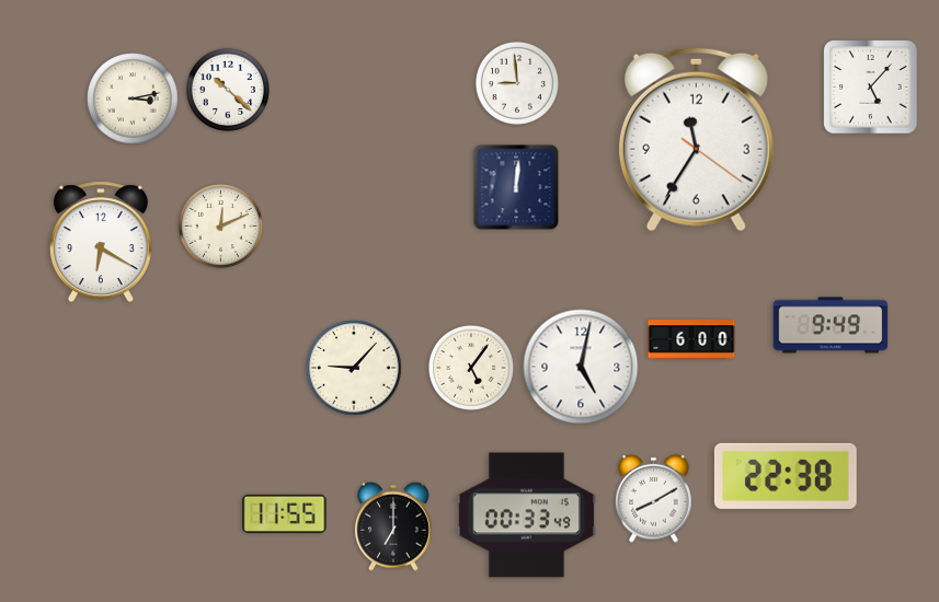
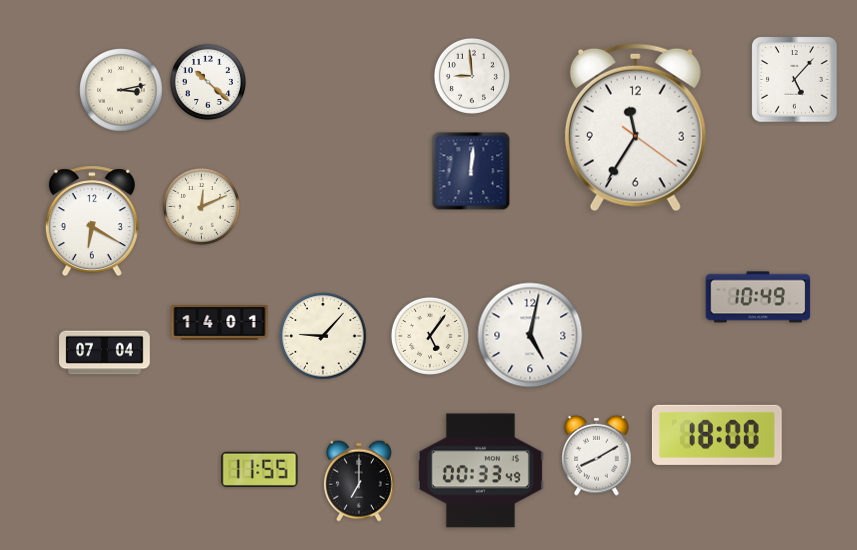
clock at (831, 325): 9:49 -> 10:49
clock at (691, 339): 6:00 -> none
clock at (220, 323): none -> 14:01
clock at (105, 353): none -> 07:04
clock at (786, 476): 22:38 -> 18:00
